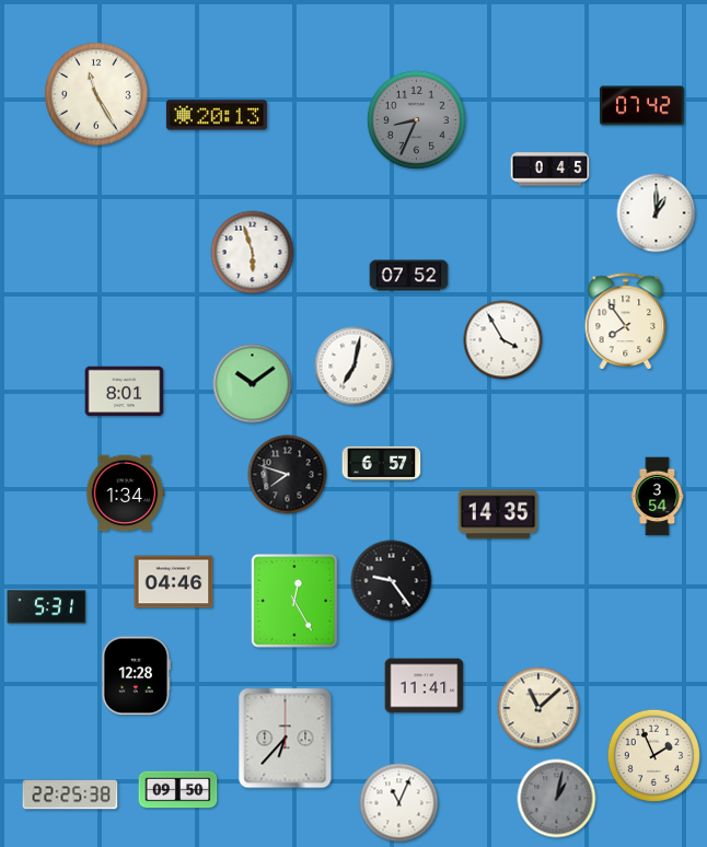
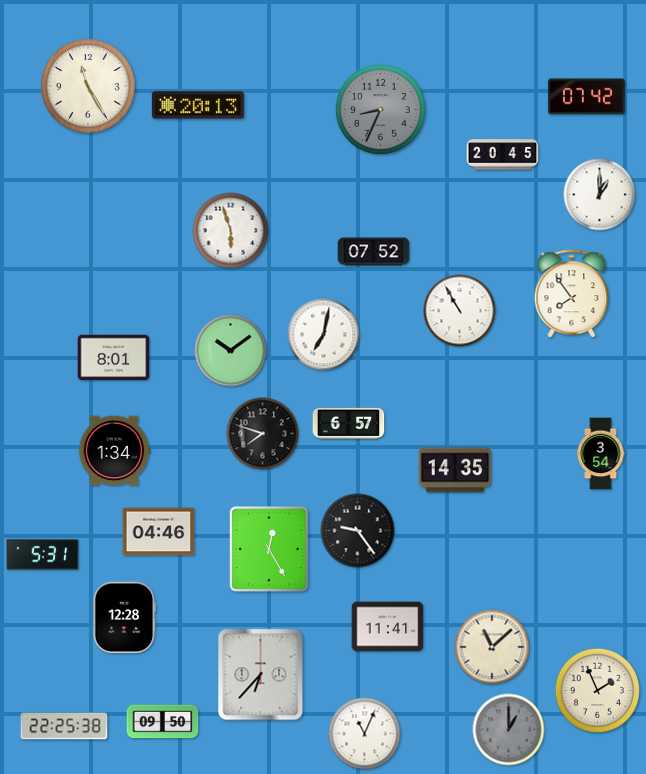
clock at (550, 170): 0:45 -> 20:45
clock at (503, 340): 3:55 -> 10:55
clock at (557, 799): 1:02 -> 1:00
